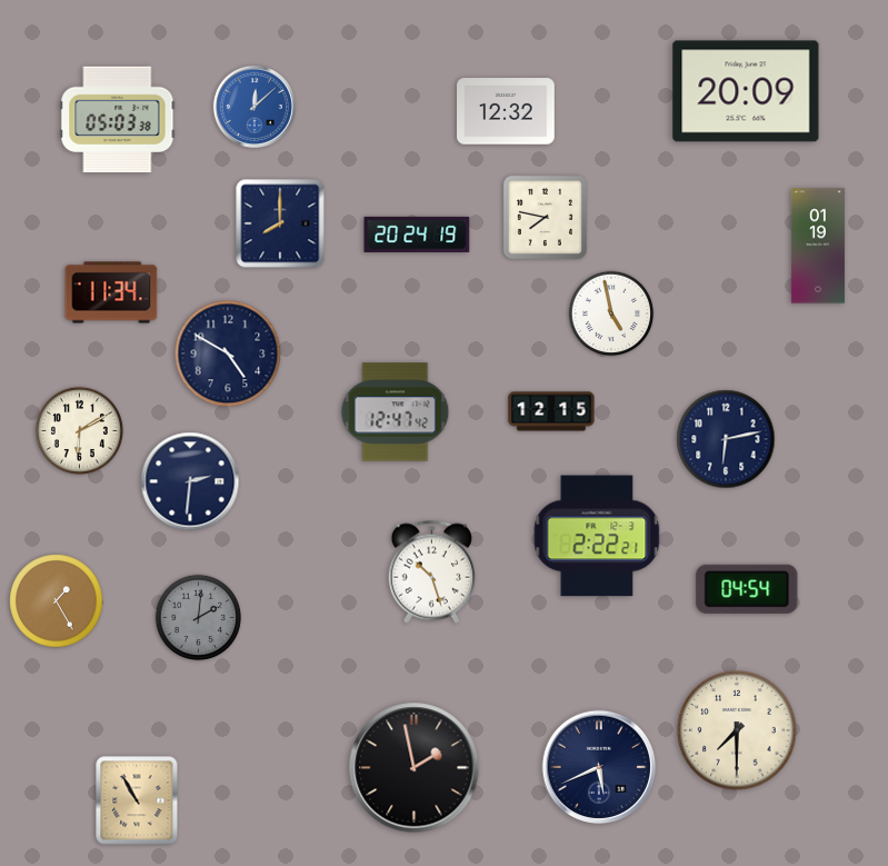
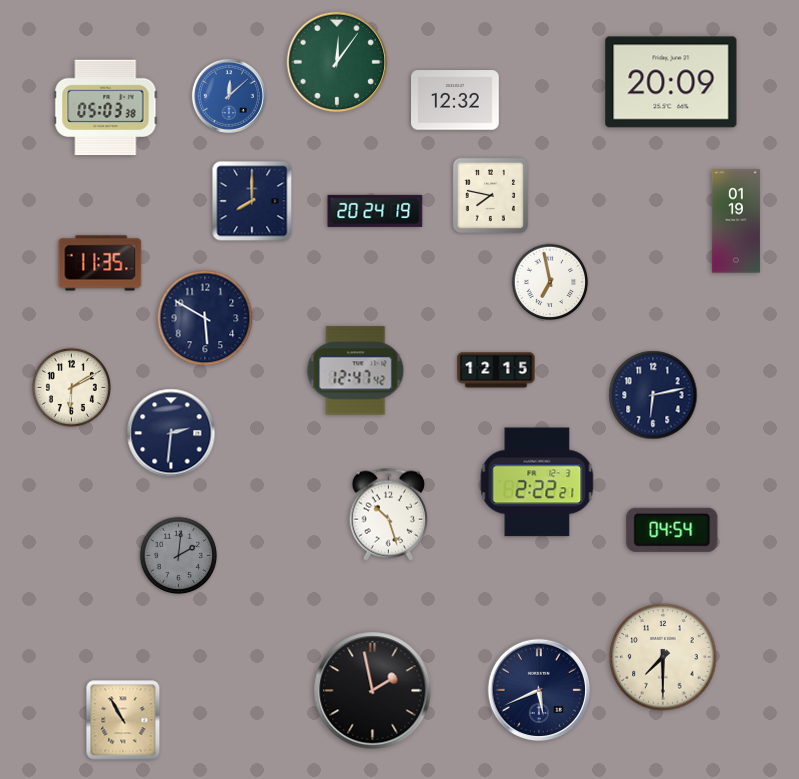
clock at (337, 62): none -> 12:06
clock at (111, 292): 11:34 -> 11:35
clock at (611, 313): 4:58 -> 6:58
clock at (228, 354): 4:50 -> 5:50
clock at (57, 601): 1:25 -> none
